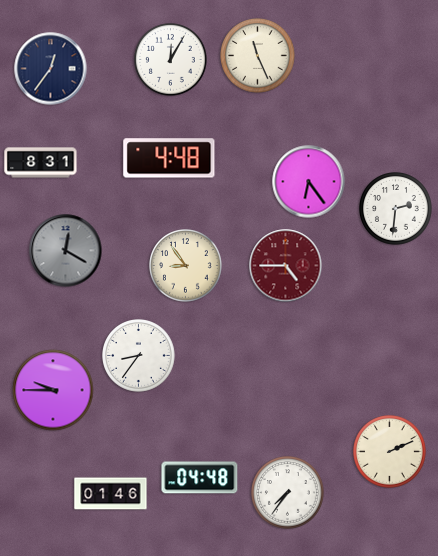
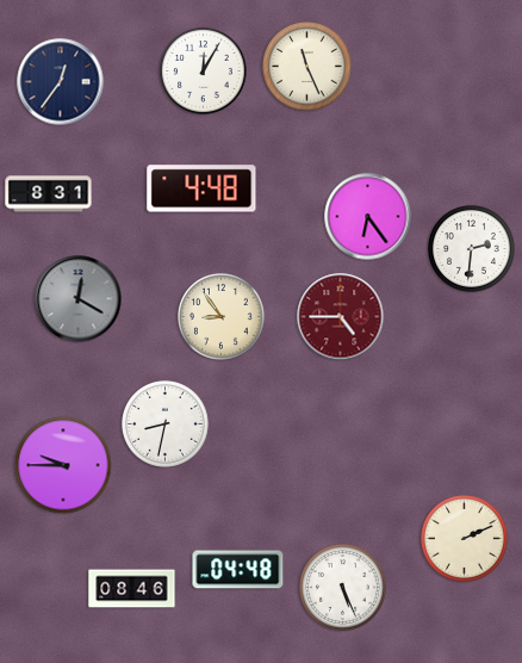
clock at (139, 356): 8:36 -> 8:32
clock at (288, 493): 7:36 -> 5:26
clock at (111, 494): 01:46 -> 08:46
